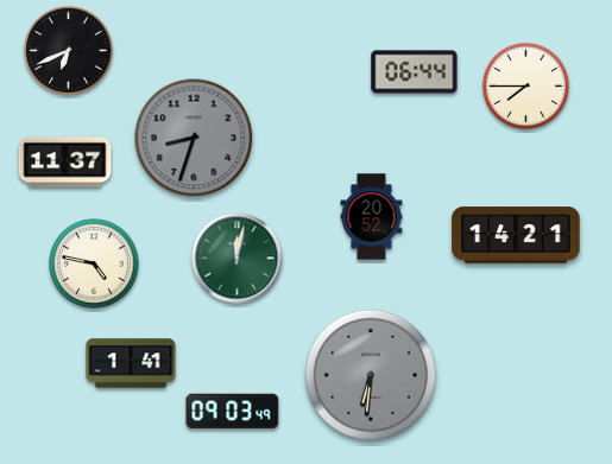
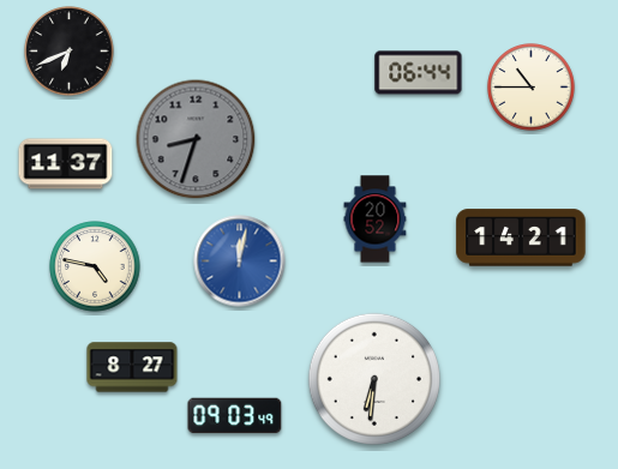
clock at (526, 87): 7:45 -> 10:45
clock at (238, 259) dial: green -> blue
clock at (131, 363): 1:41 -> 8:27
clock at (371, 375) dial: grey -> white
